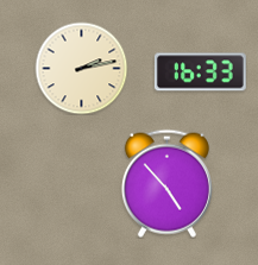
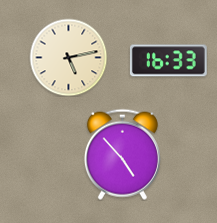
clock at (81, 68): 2:13 -> 5:13
clock at (166, 183) position: (166, 183) -> (122, 154)
